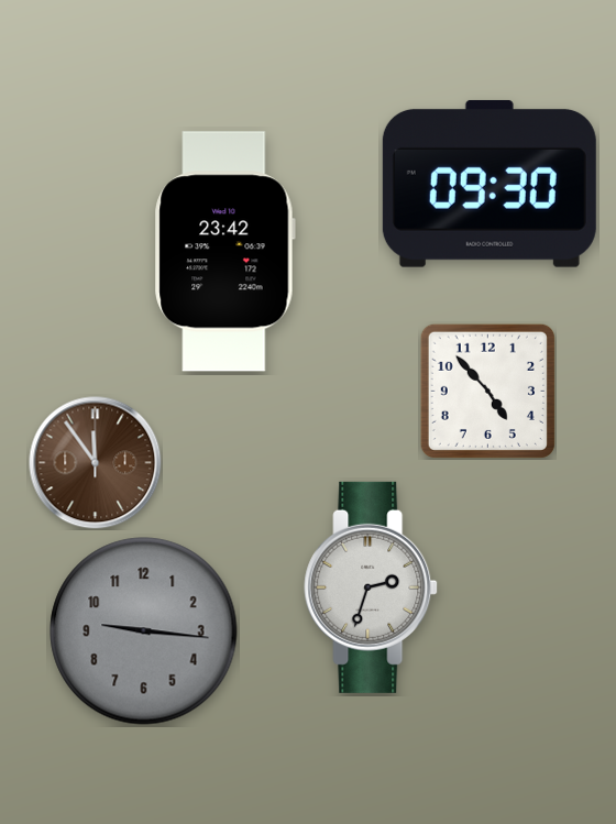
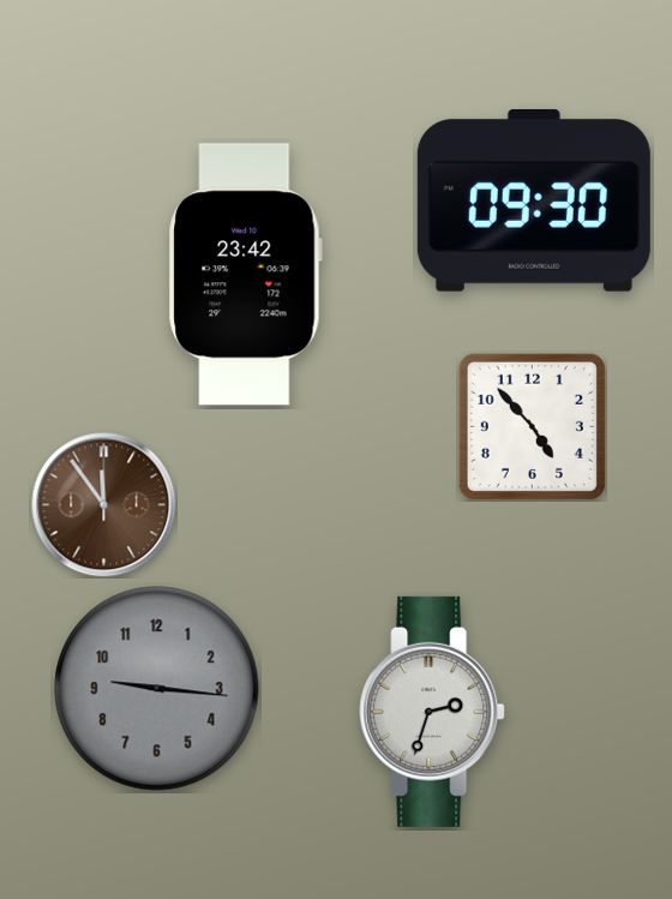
clock at (371, 587) position: (371, 587) -> (432, 712)
